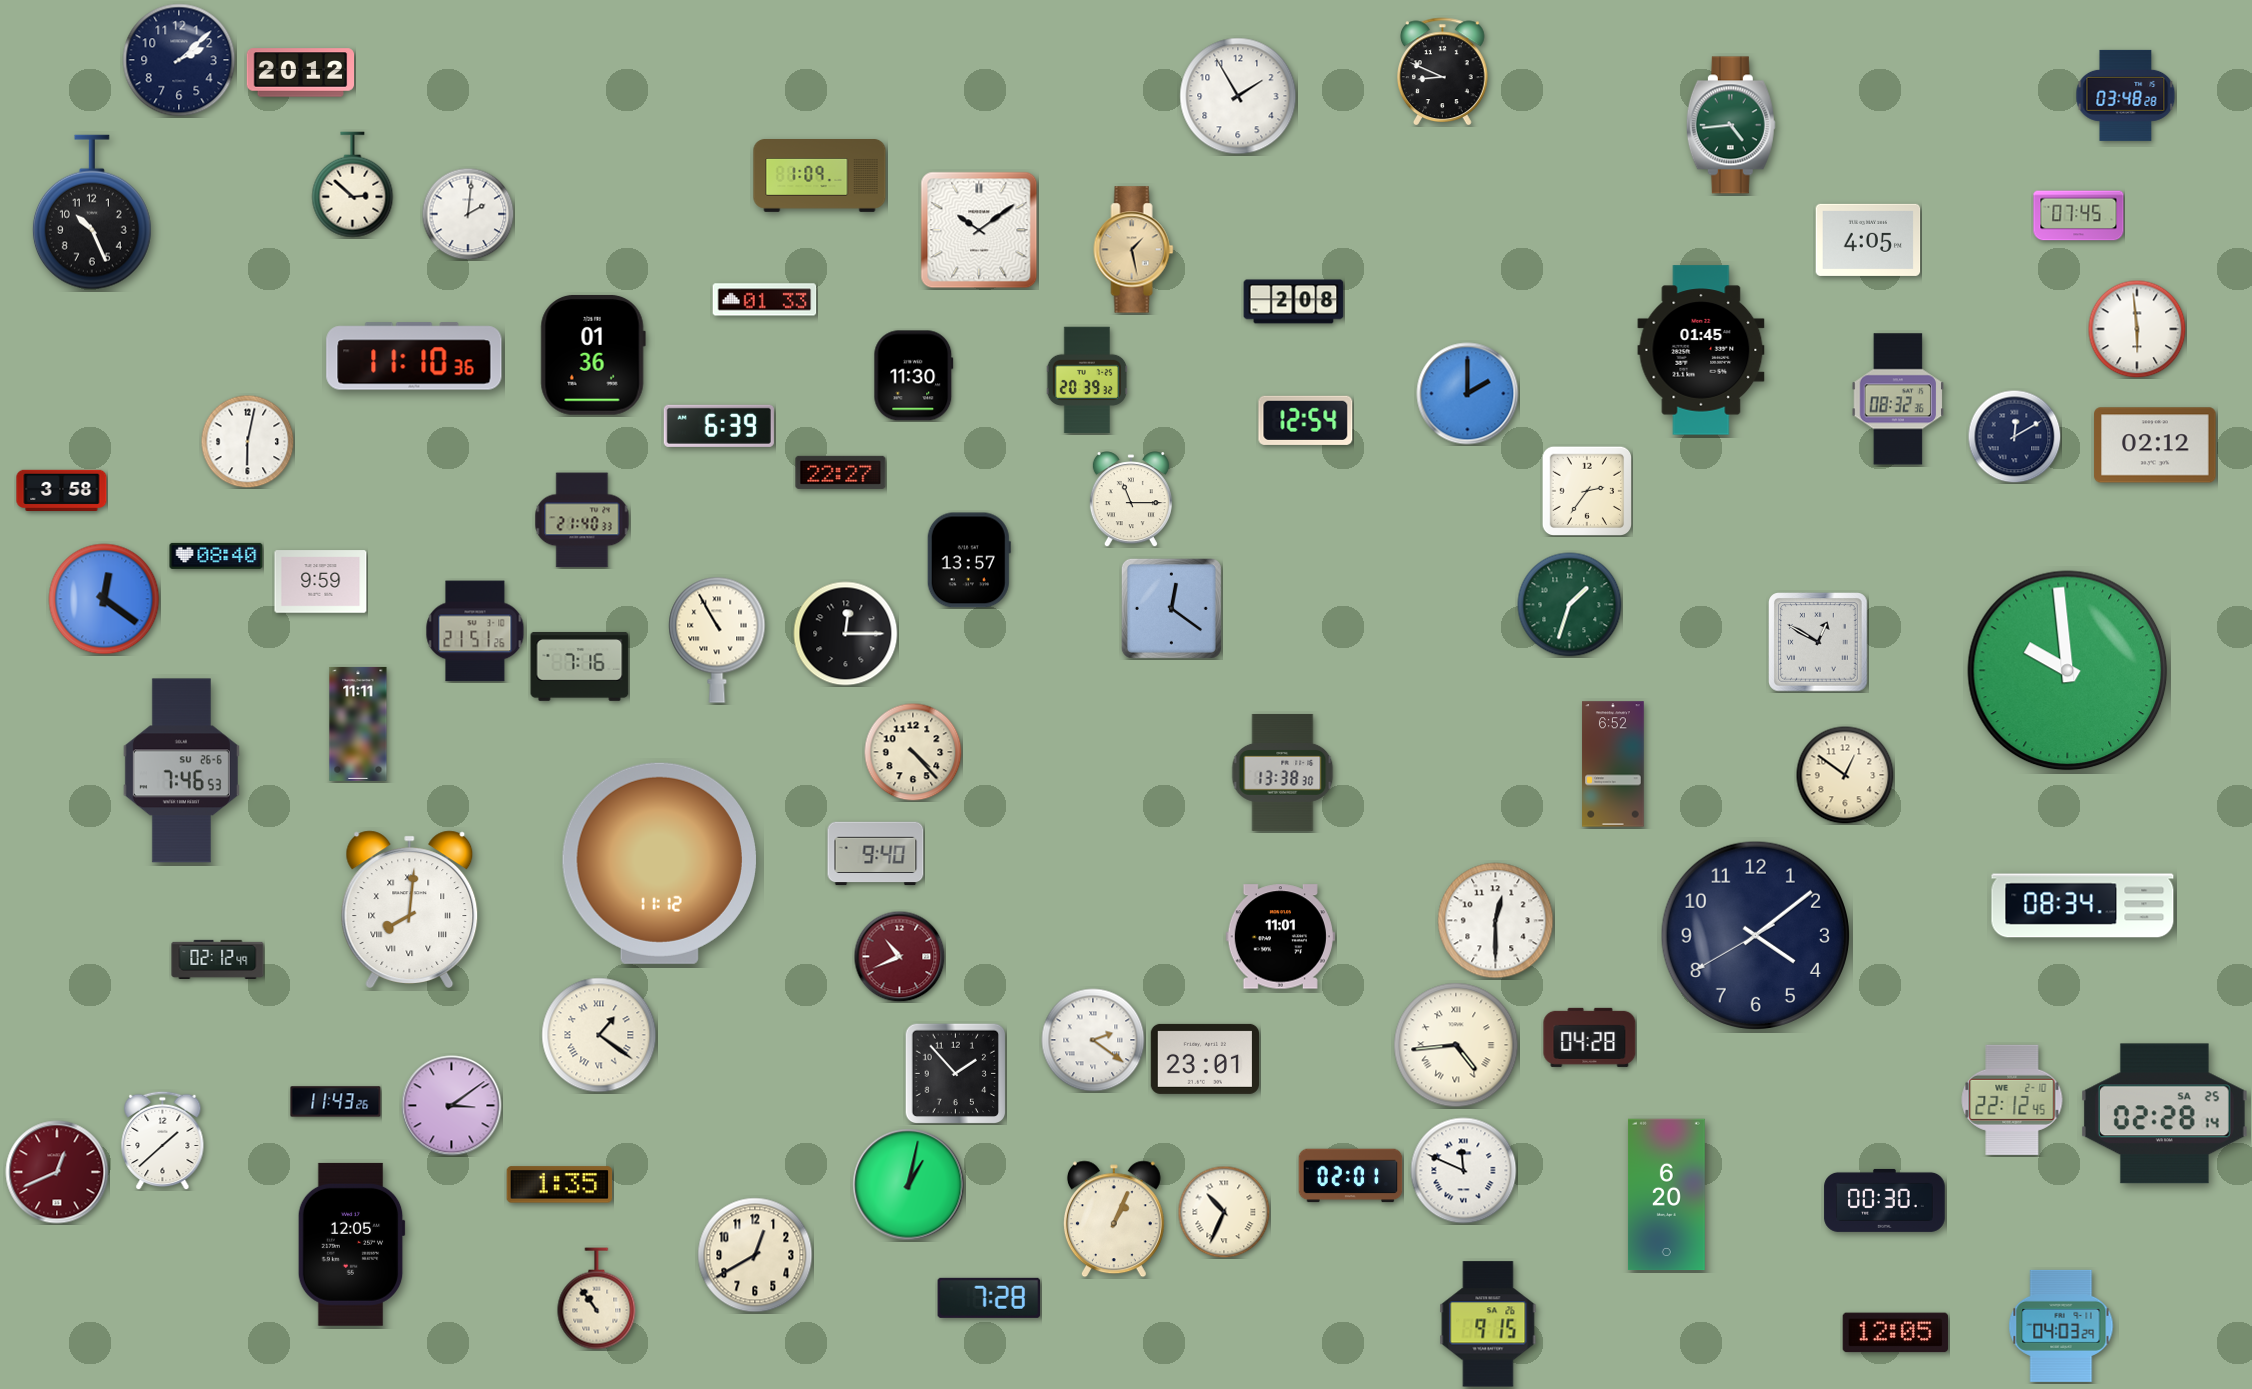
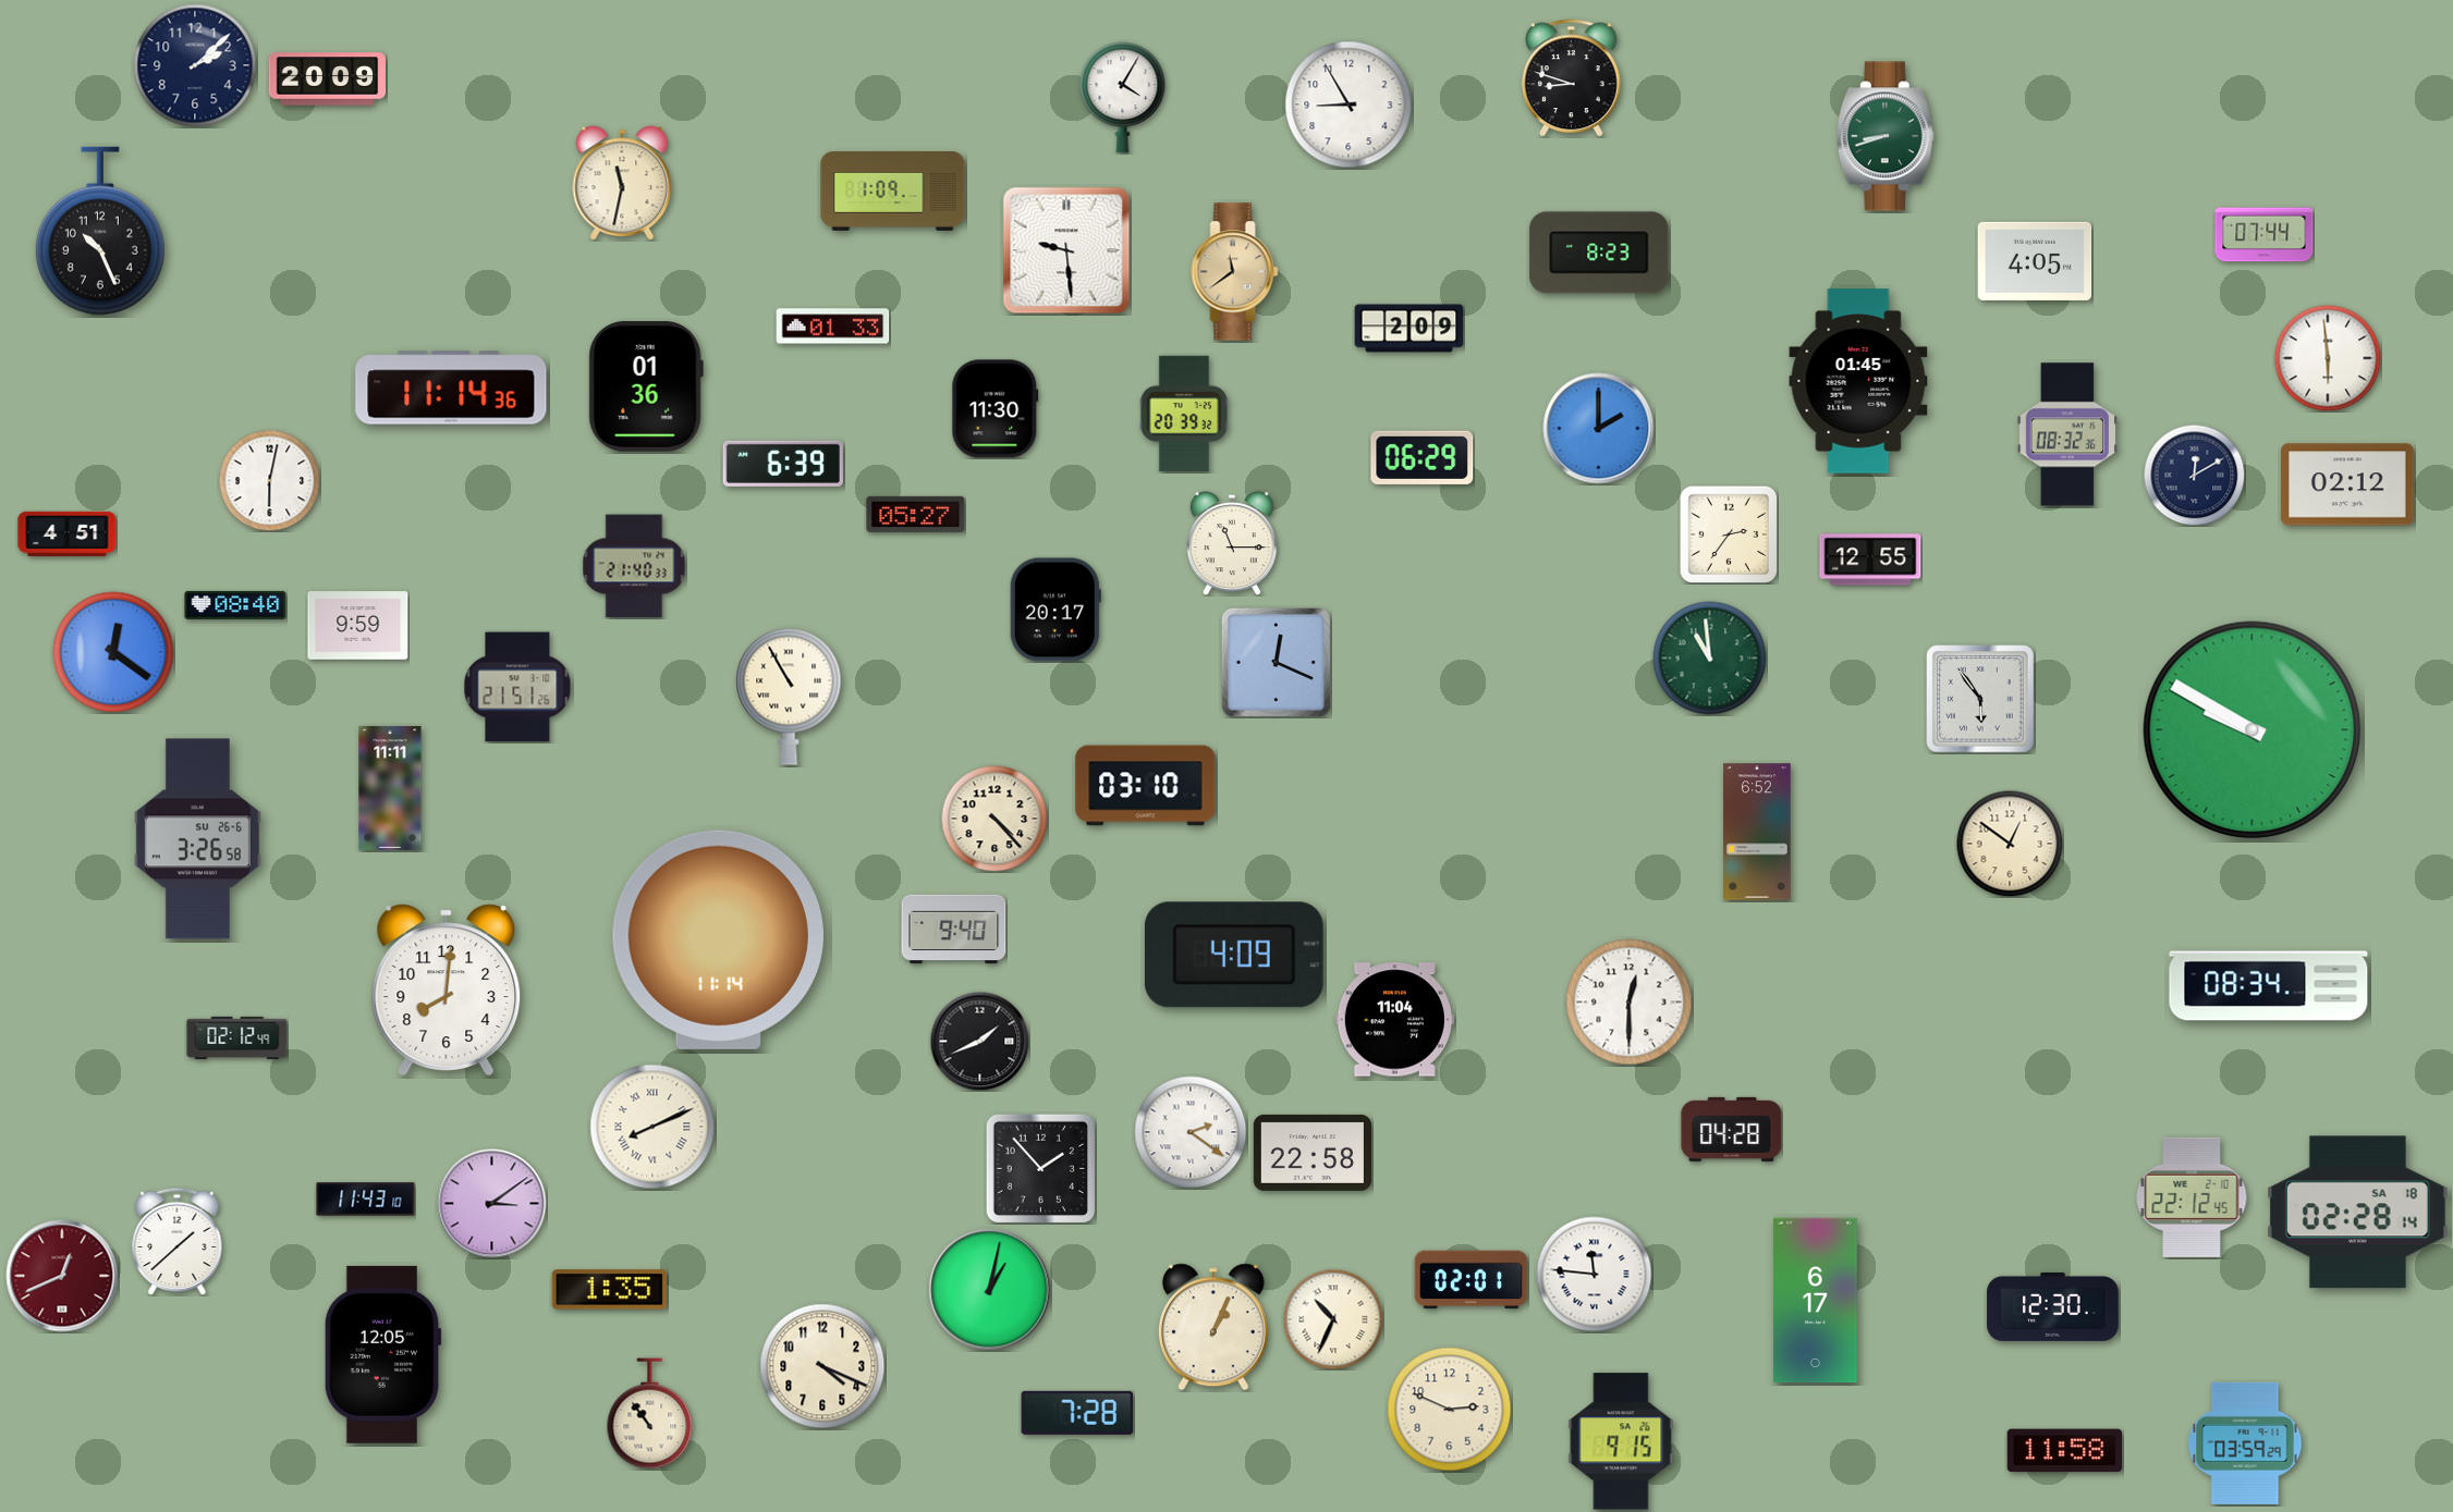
clock at (1443, 72): 8:49 -> 8:48
clock at (301, 73): 20:12 -> 20:09
clock at (1123, 98): none -> 4:05
clock at (2126, 95): 03:48 -> none
clock at (1238, 96): 1:55 -> 8:55
clock at (1731, 125): 4:44 -> 8:42
clock at (622, 183): none -> 11:32
clock at (353, 185): 2:52 -> none
clock at (468, 214): 2:01 -> none
clock at (2079, 216): 07:45 -> 07:44
clock at (979, 230): 10:09 -> 9:29
clock at (1599, 253): none -> 8:23
clock at (1134, 250): 1:28 -> 11:39
clock at (1294, 302): 2:08 -> 2:09
clock at (1701, 350) position: (1701, 350) -> (1858, 381)
clock at (414, 356): 11:10 -> 11:14
clock at (1306, 420): 12:54 -> 06:29
clock at (841, 472): 22:27 -> 05:27
clock at (62, 490): 3:58 -> 4:51
clock at (1870, 560): none -> 12:55
clock at (969, 560): 13:57 -> 20:17
clock at (321, 582) position: (321, 582) -> (358, 626)
clock at (1570, 605): 1:33 -> 10:59
clock at (1171, 608): 12:21 -> 12:19
clock at (846, 634): 12:15 -> none
clock at (717, 640) position: (717, 640) -> (789, 697)
clock at (1818, 642): 12:50 -> 5:54
clock at (580, 667): 7:16 -> none
clock at (2068, 671): 9:59 -> 9:50
clock at (1146, 786): none -> 03:10
clock at (181, 771): 7:46 -> 3:26
clock at (1283, 772): 13:38 -> none
clock at (659, 863): 11:12 -> 11:14
clock at (1234, 955): none -> 4:09
clock at (410, 909) numerals: Roman -> Arabic
clock at (1755, 935): 4:08 -> none
clock at (1280, 937): 11:01 -> 11:04
clock at (899, 956): 10:41 -> 1:41
clock at (899, 956) dial: burgundy -> black
clock at (218, 959) position: (218, 959) -> (237, 1037)
clock at (599, 1035): 1:21 -> 8:11
clock at (1456, 1045): 4:44 -> none
clock at (1204, 1059): 23:01 -> 22:58
clock at (336, 1102): 11:43:26 -> 11:43:10
clock at (2165, 1114) date: SA 25 -> SA 18
clock at (1464, 1171): 11:49 -> 11:46
clock at (1666, 1195): 6:20 -> 6:17
clock at (1885, 1200): 00:30 -> 12:30
clock at (755, 1255): 12:40 -> 4:19
clock at (1450, 1410): none -> 2:49
clock at (2061, 1326): 04:03 -> 03:59
clock at (1896, 1333): 12:05 -> 11:58
